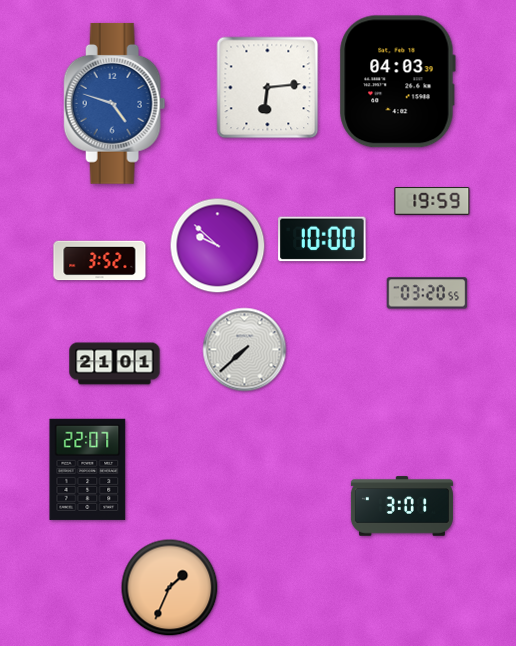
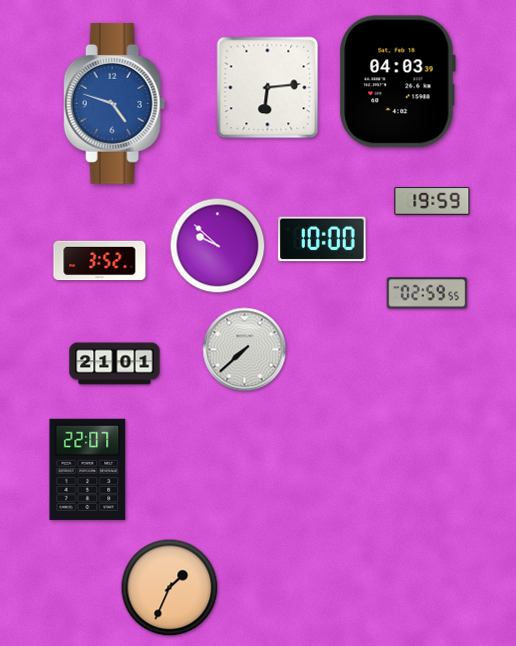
clock at (427, 293): 03:20 -> 02:59
clock at (402, 506): 3:01 -> none
